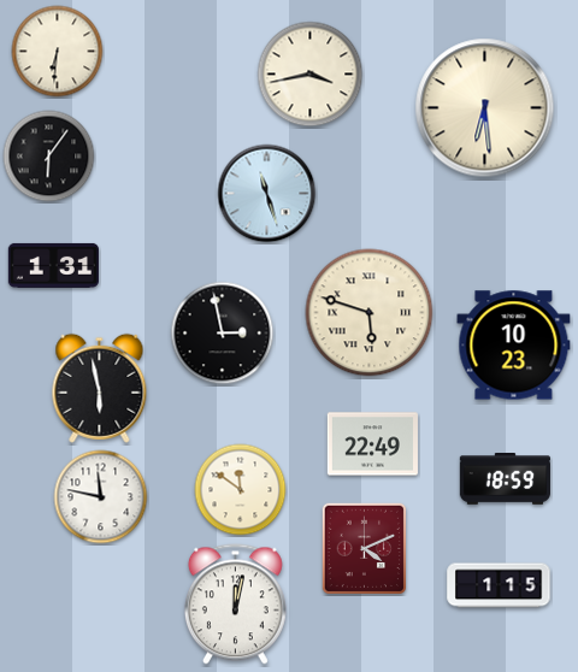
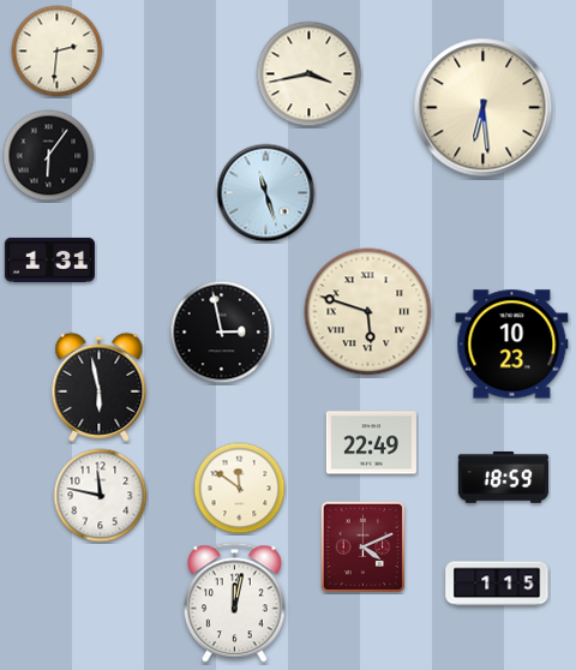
clock at (58, 52): 6:31 -> 2:31
clock at (53, 265) position: (53, 265) -> (49, 259)
